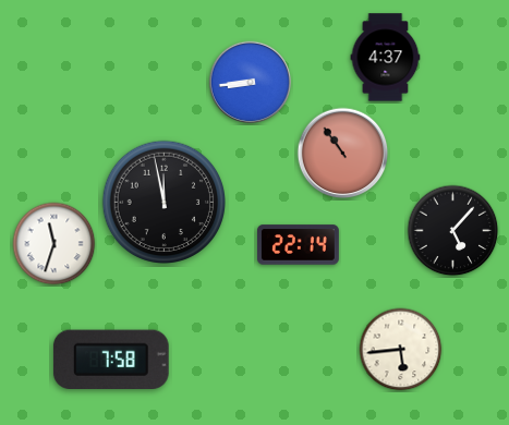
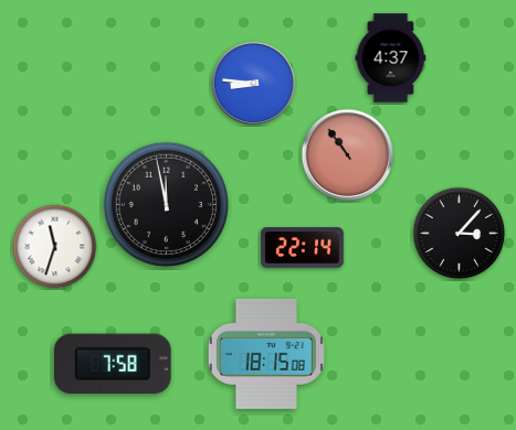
clock at (251, 83): 8:44 -> 8:46
clock at (453, 231): 5:07 -> 3:07
clock at (266, 354): none -> 18:15
clock at (401, 350): 5:44 -> none
